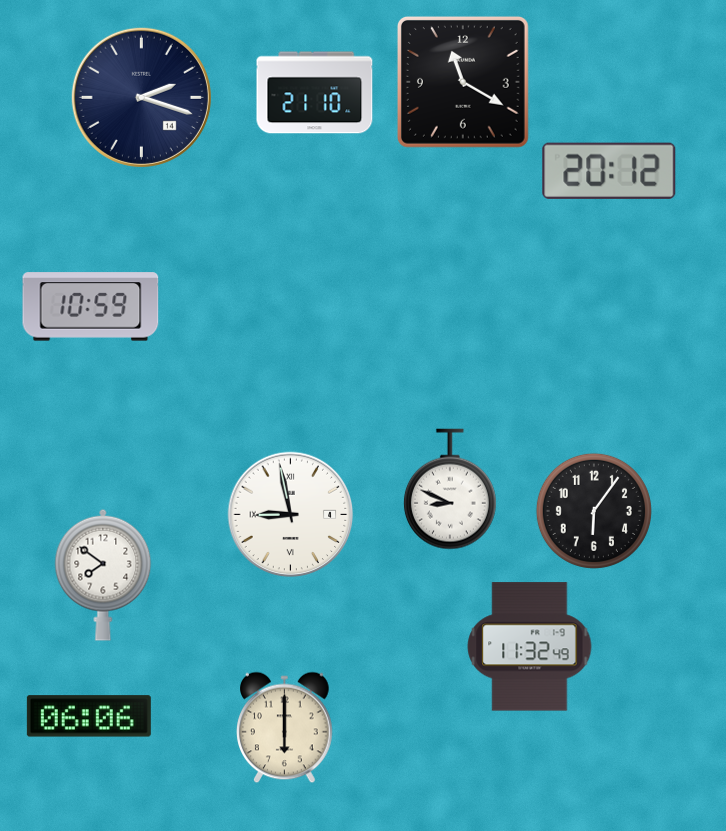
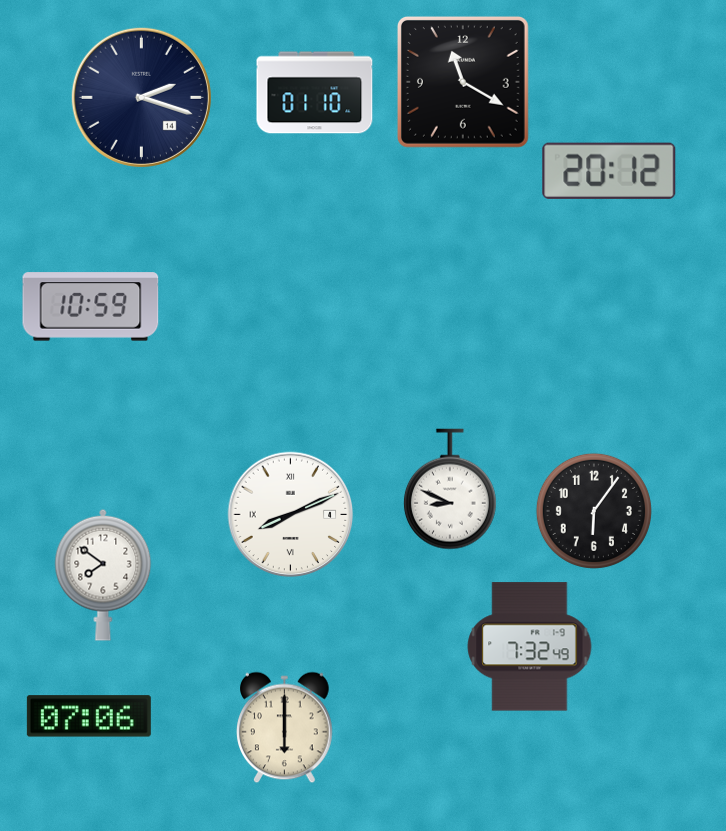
clock at (315, 93): 21:10 -> 01:10
clock at (291, 515): 8:58 -> 8:11
clock at (530, 647): 11:32 -> 7:32
clock at (89, 716): 06:06 -> 07:06
